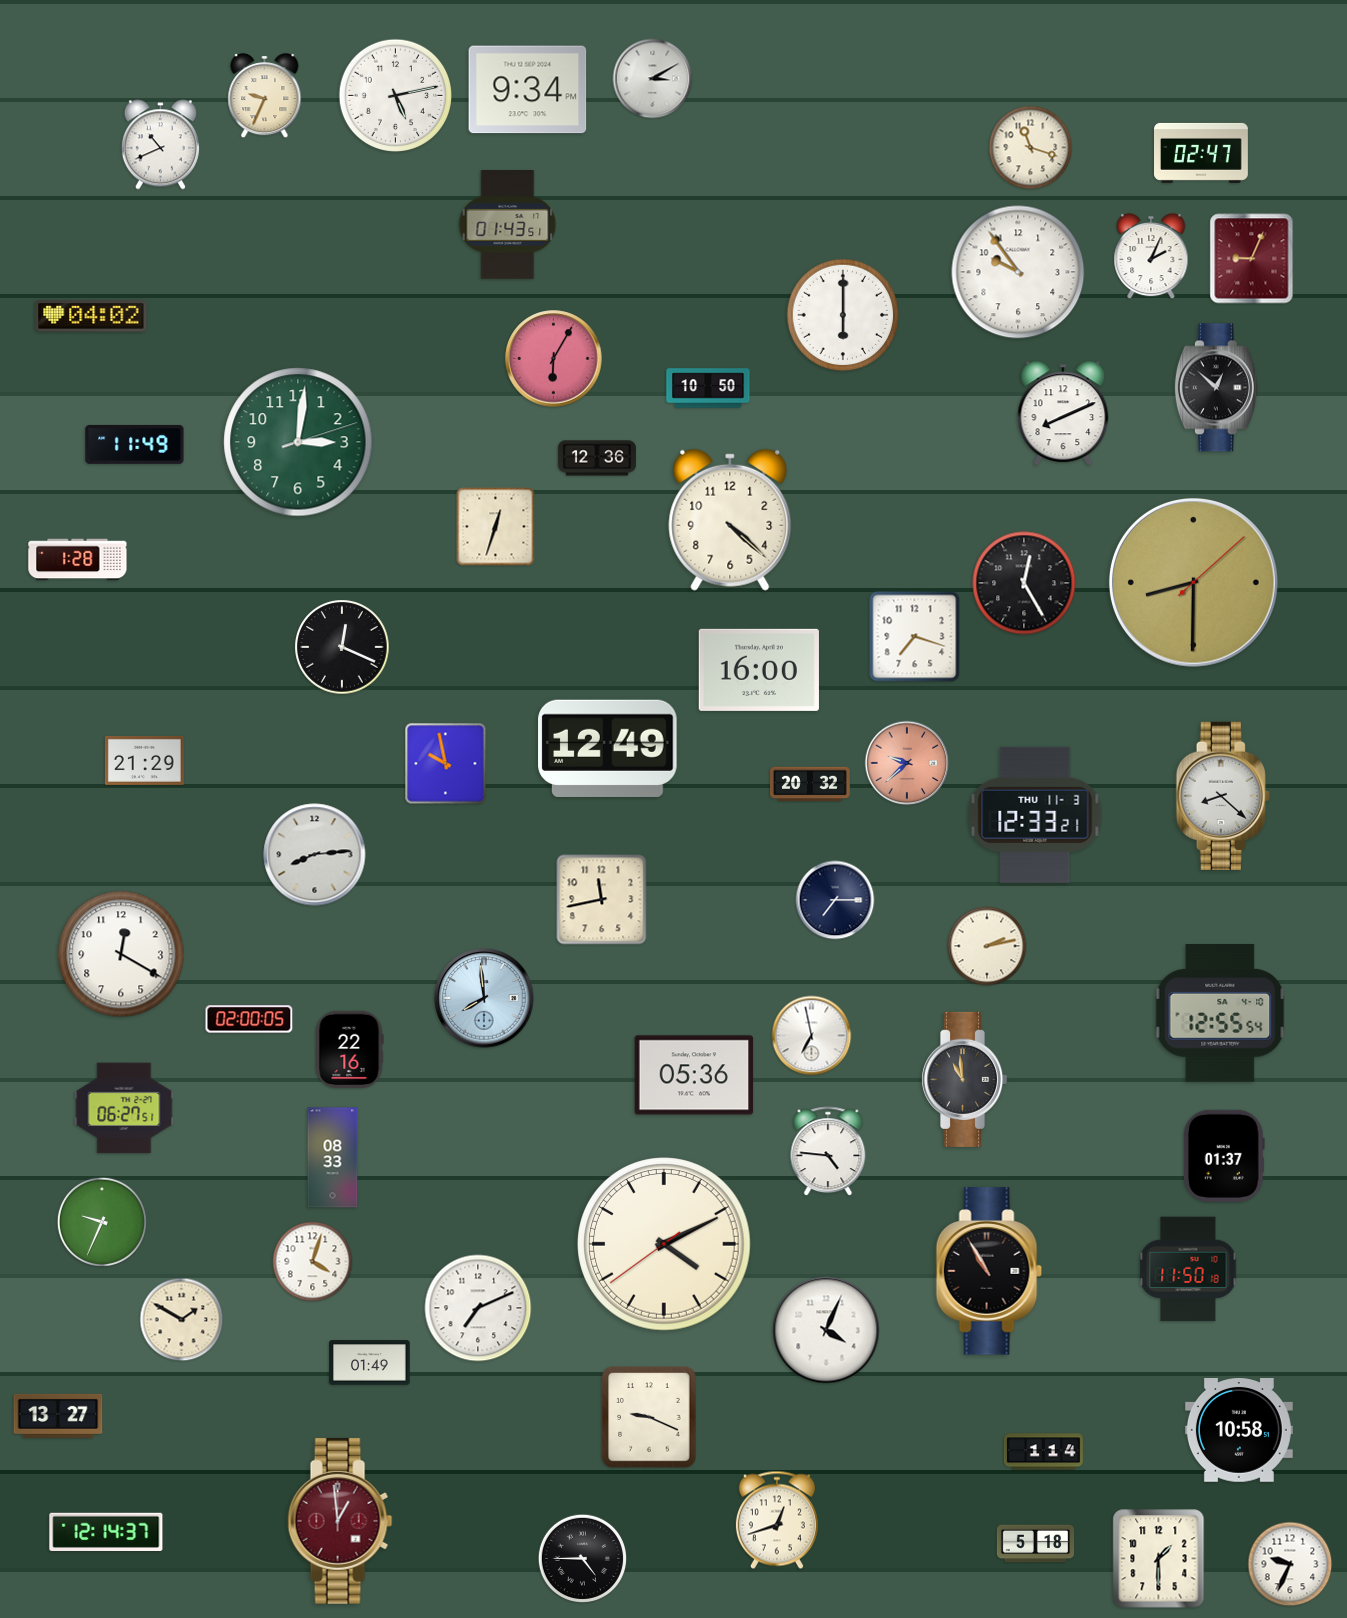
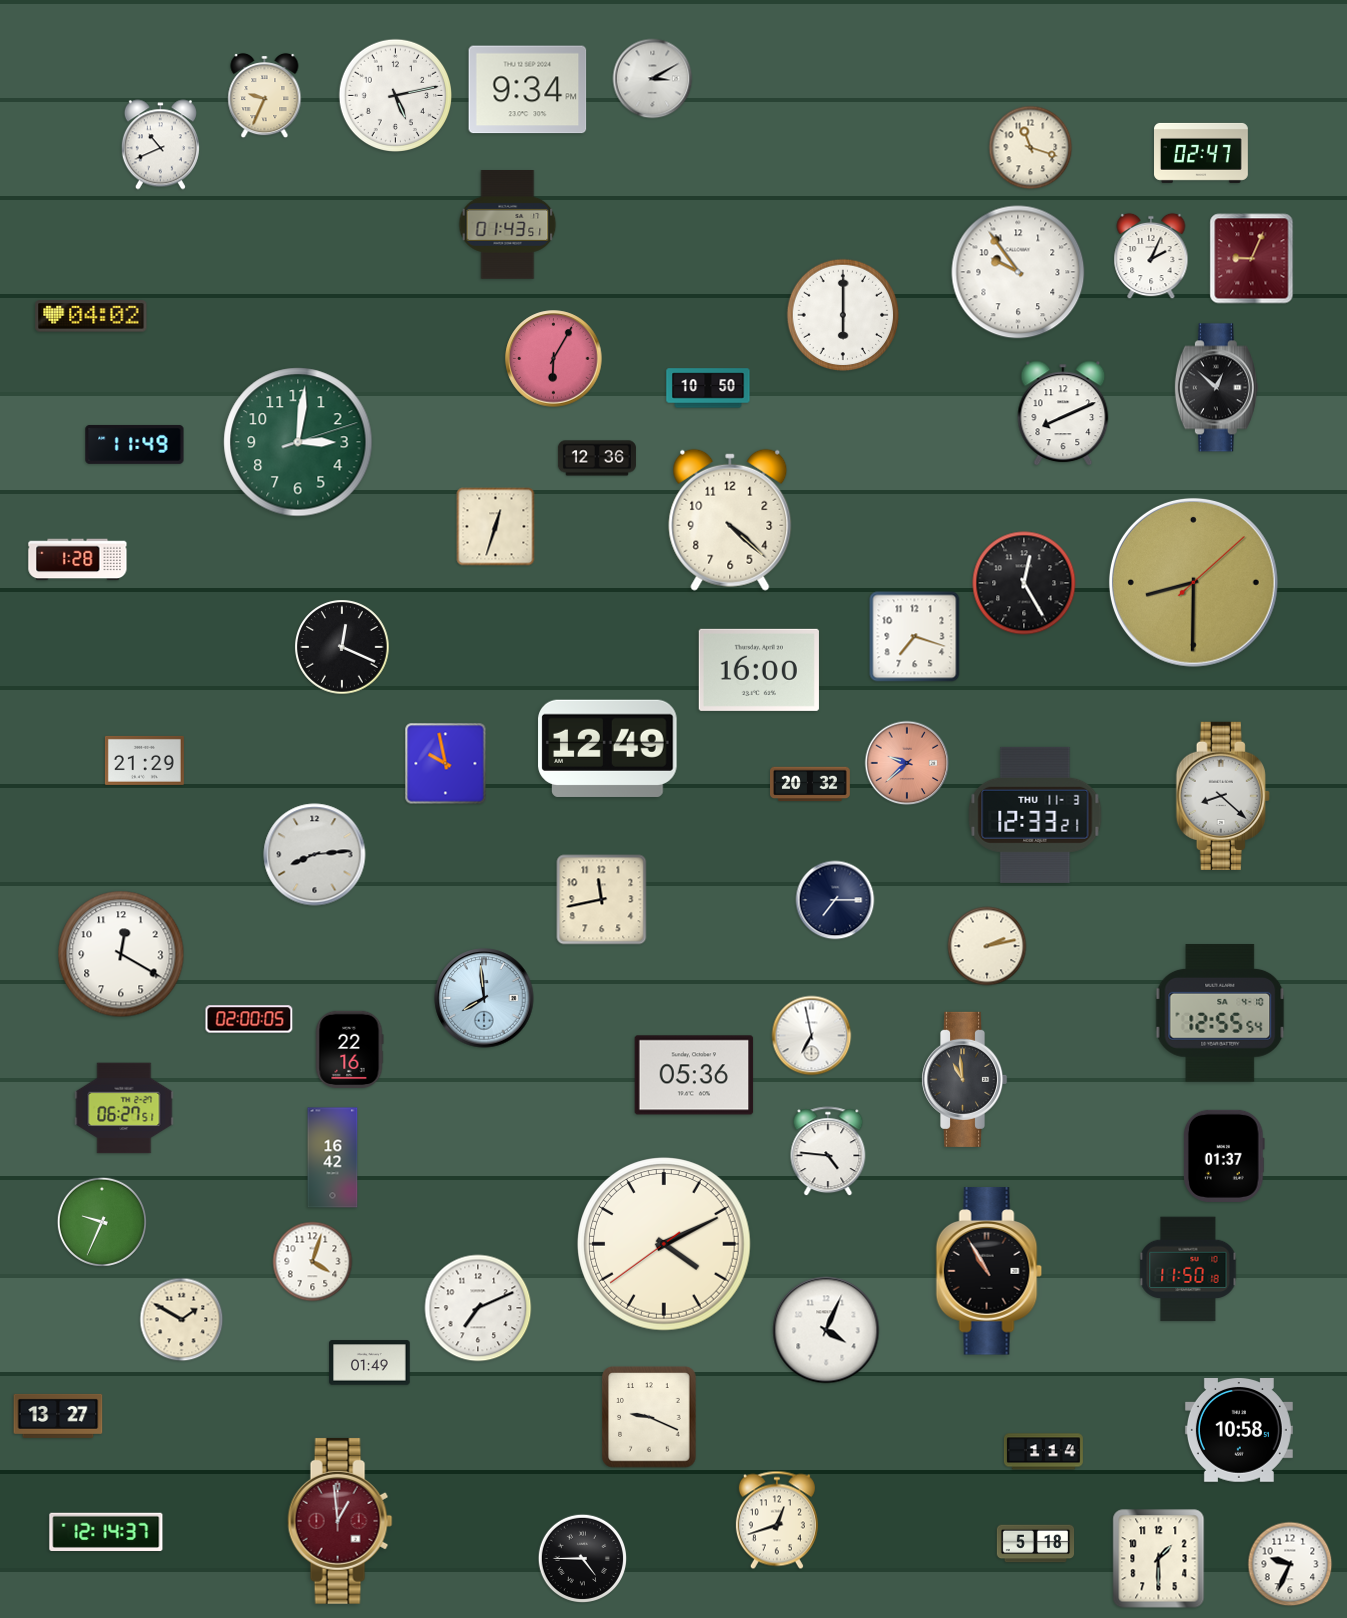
clock at (333, 1158): 08:33 -> 16:42
